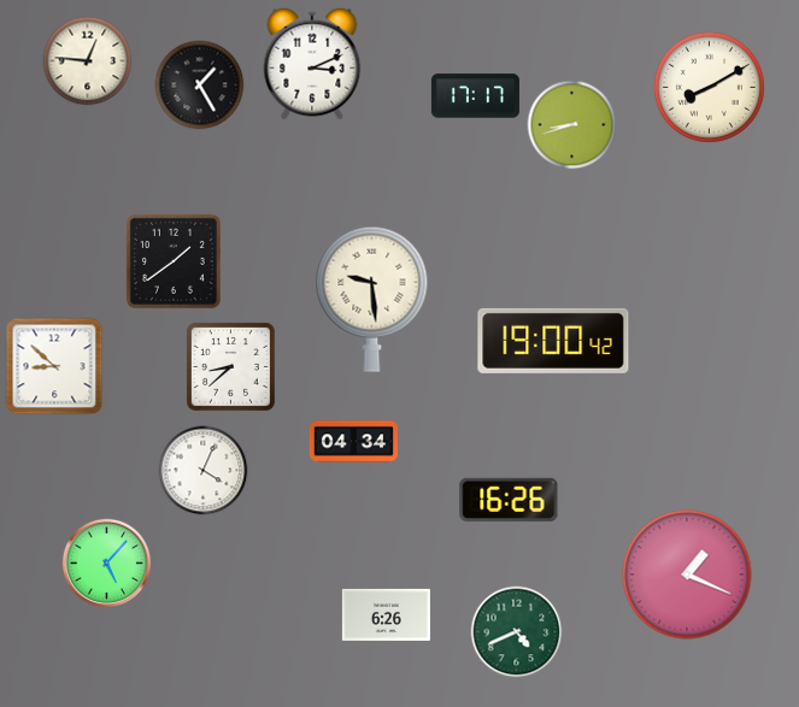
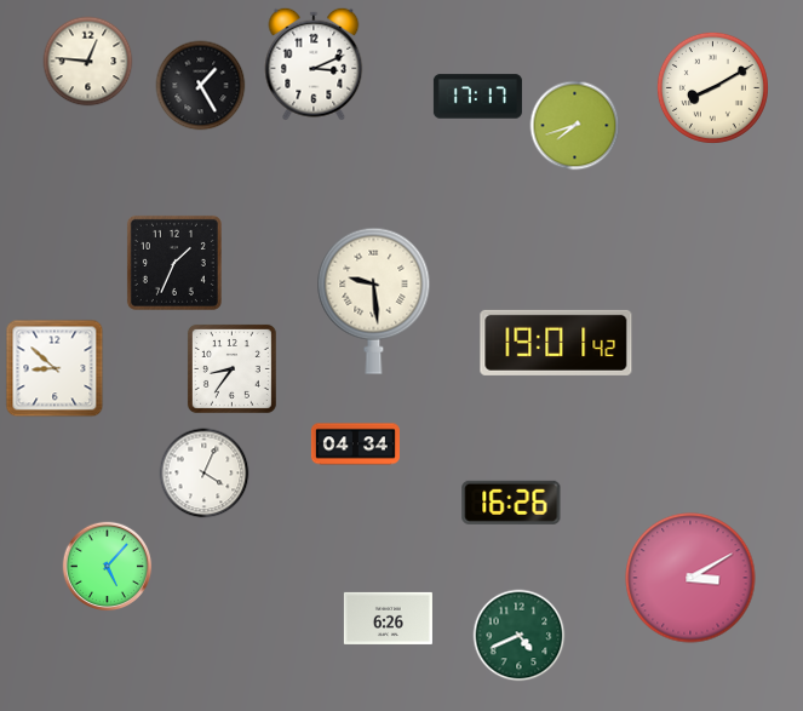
clock at (572, 125): 8:42 -> 7:42
clock at (174, 261): 1:39 -> 1:34
clock at (553, 341): 19:00 -> 19:01
clock at (230, 366): 8:38 -> 8:36
clock at (687, 575): 1:19 -> 3:10
